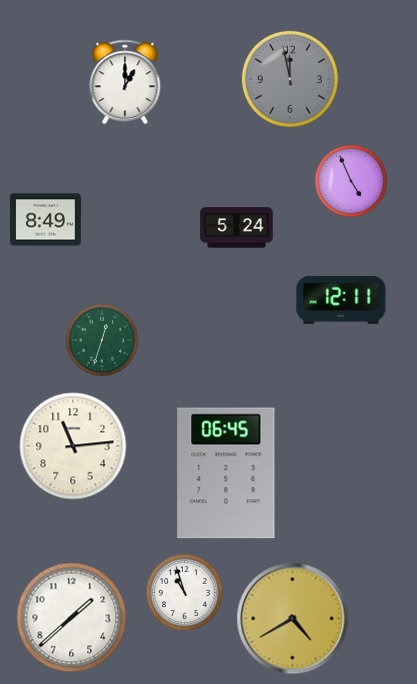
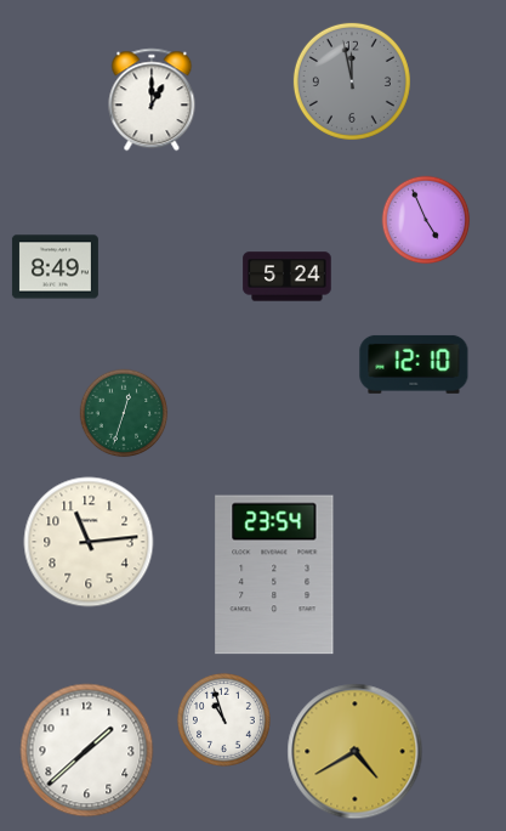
clock at (290, 79) position: (290, 79) -> (352, 81)
clock at (341, 300): 12:11 -> 12:10
clock at (226, 473): 06:45 -> 23:54
